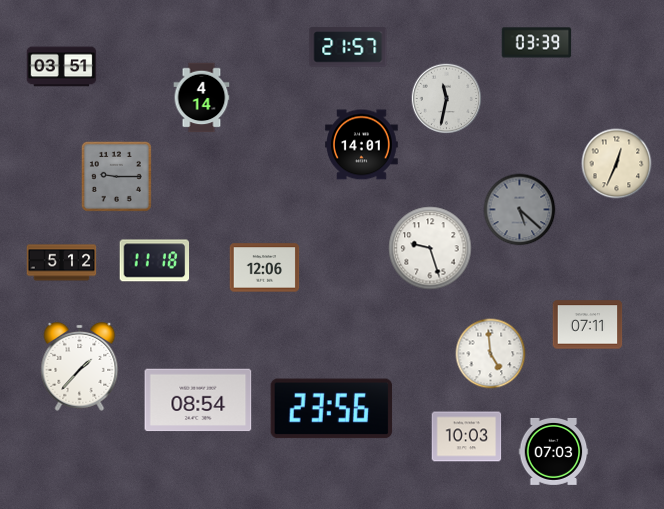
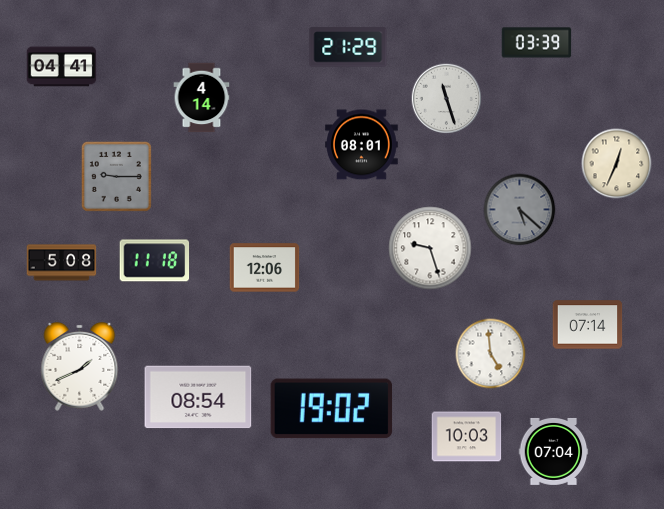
clock at (348, 47): 21:57 -> 21:29
clock at (62, 67): 03:51 -> 04:41
clock at (447, 99): 11:32 -> 11:27
clock at (362, 145): 14:01 -> 08:01
clock at (62, 263): 5:12 -> 5:08
clock at (588, 325): 07:11 -> 07:14
clock at (80, 366): 1:37 -> 1:41
clock at (198, 400) position: (198, 400) -> (198, 397)
clock at (332, 409): 23:56 -> 19:02
clock at (554, 451): 07:03 -> 07:04
